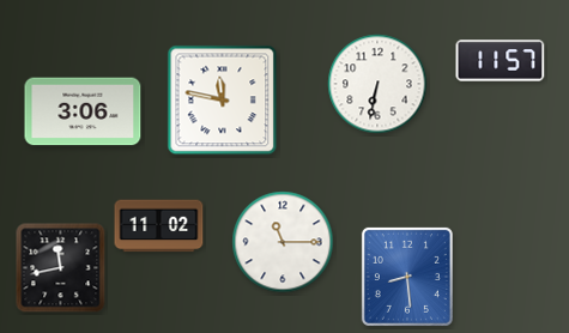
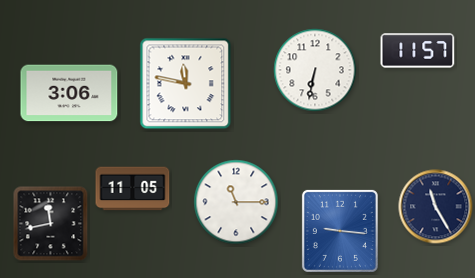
clock at (159, 226): 11:02 -> 11:05
clock at (436, 207): none -> 11:25
clock at (407, 277): 8:29 -> 9:16
